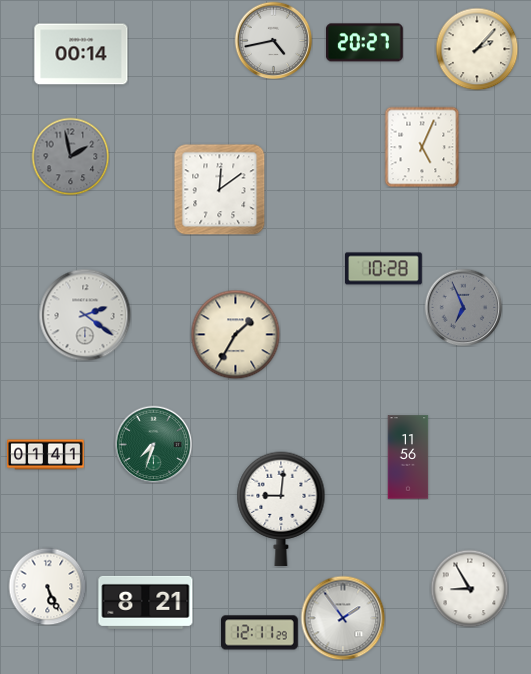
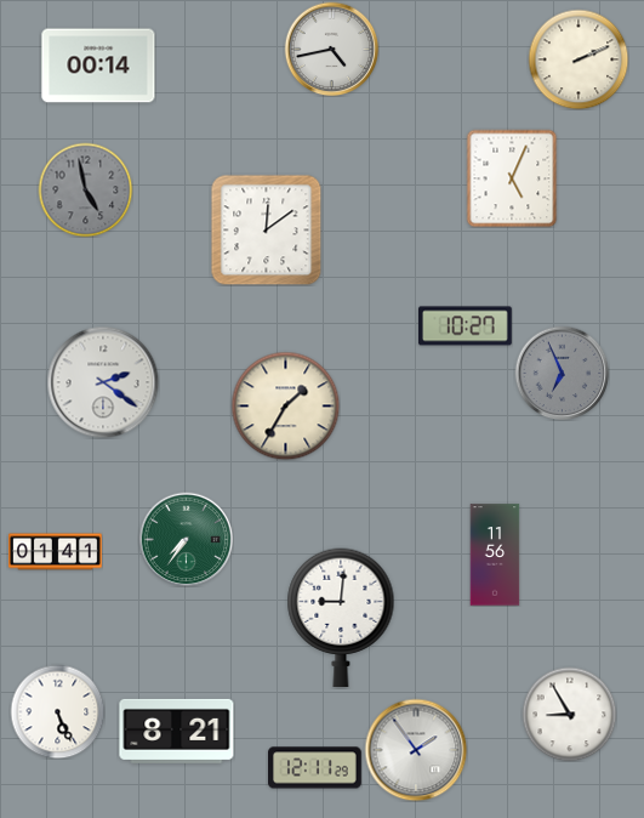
clock at (364, 43): 20:27 -> none
clock at (477, 49): 2:07 -> 2:11
clock at (70, 156): 1:58 -> 4:58
clock at (384, 269): 10:28 -> 10:27
clock at (153, 444): 7:33 -> 7:36
